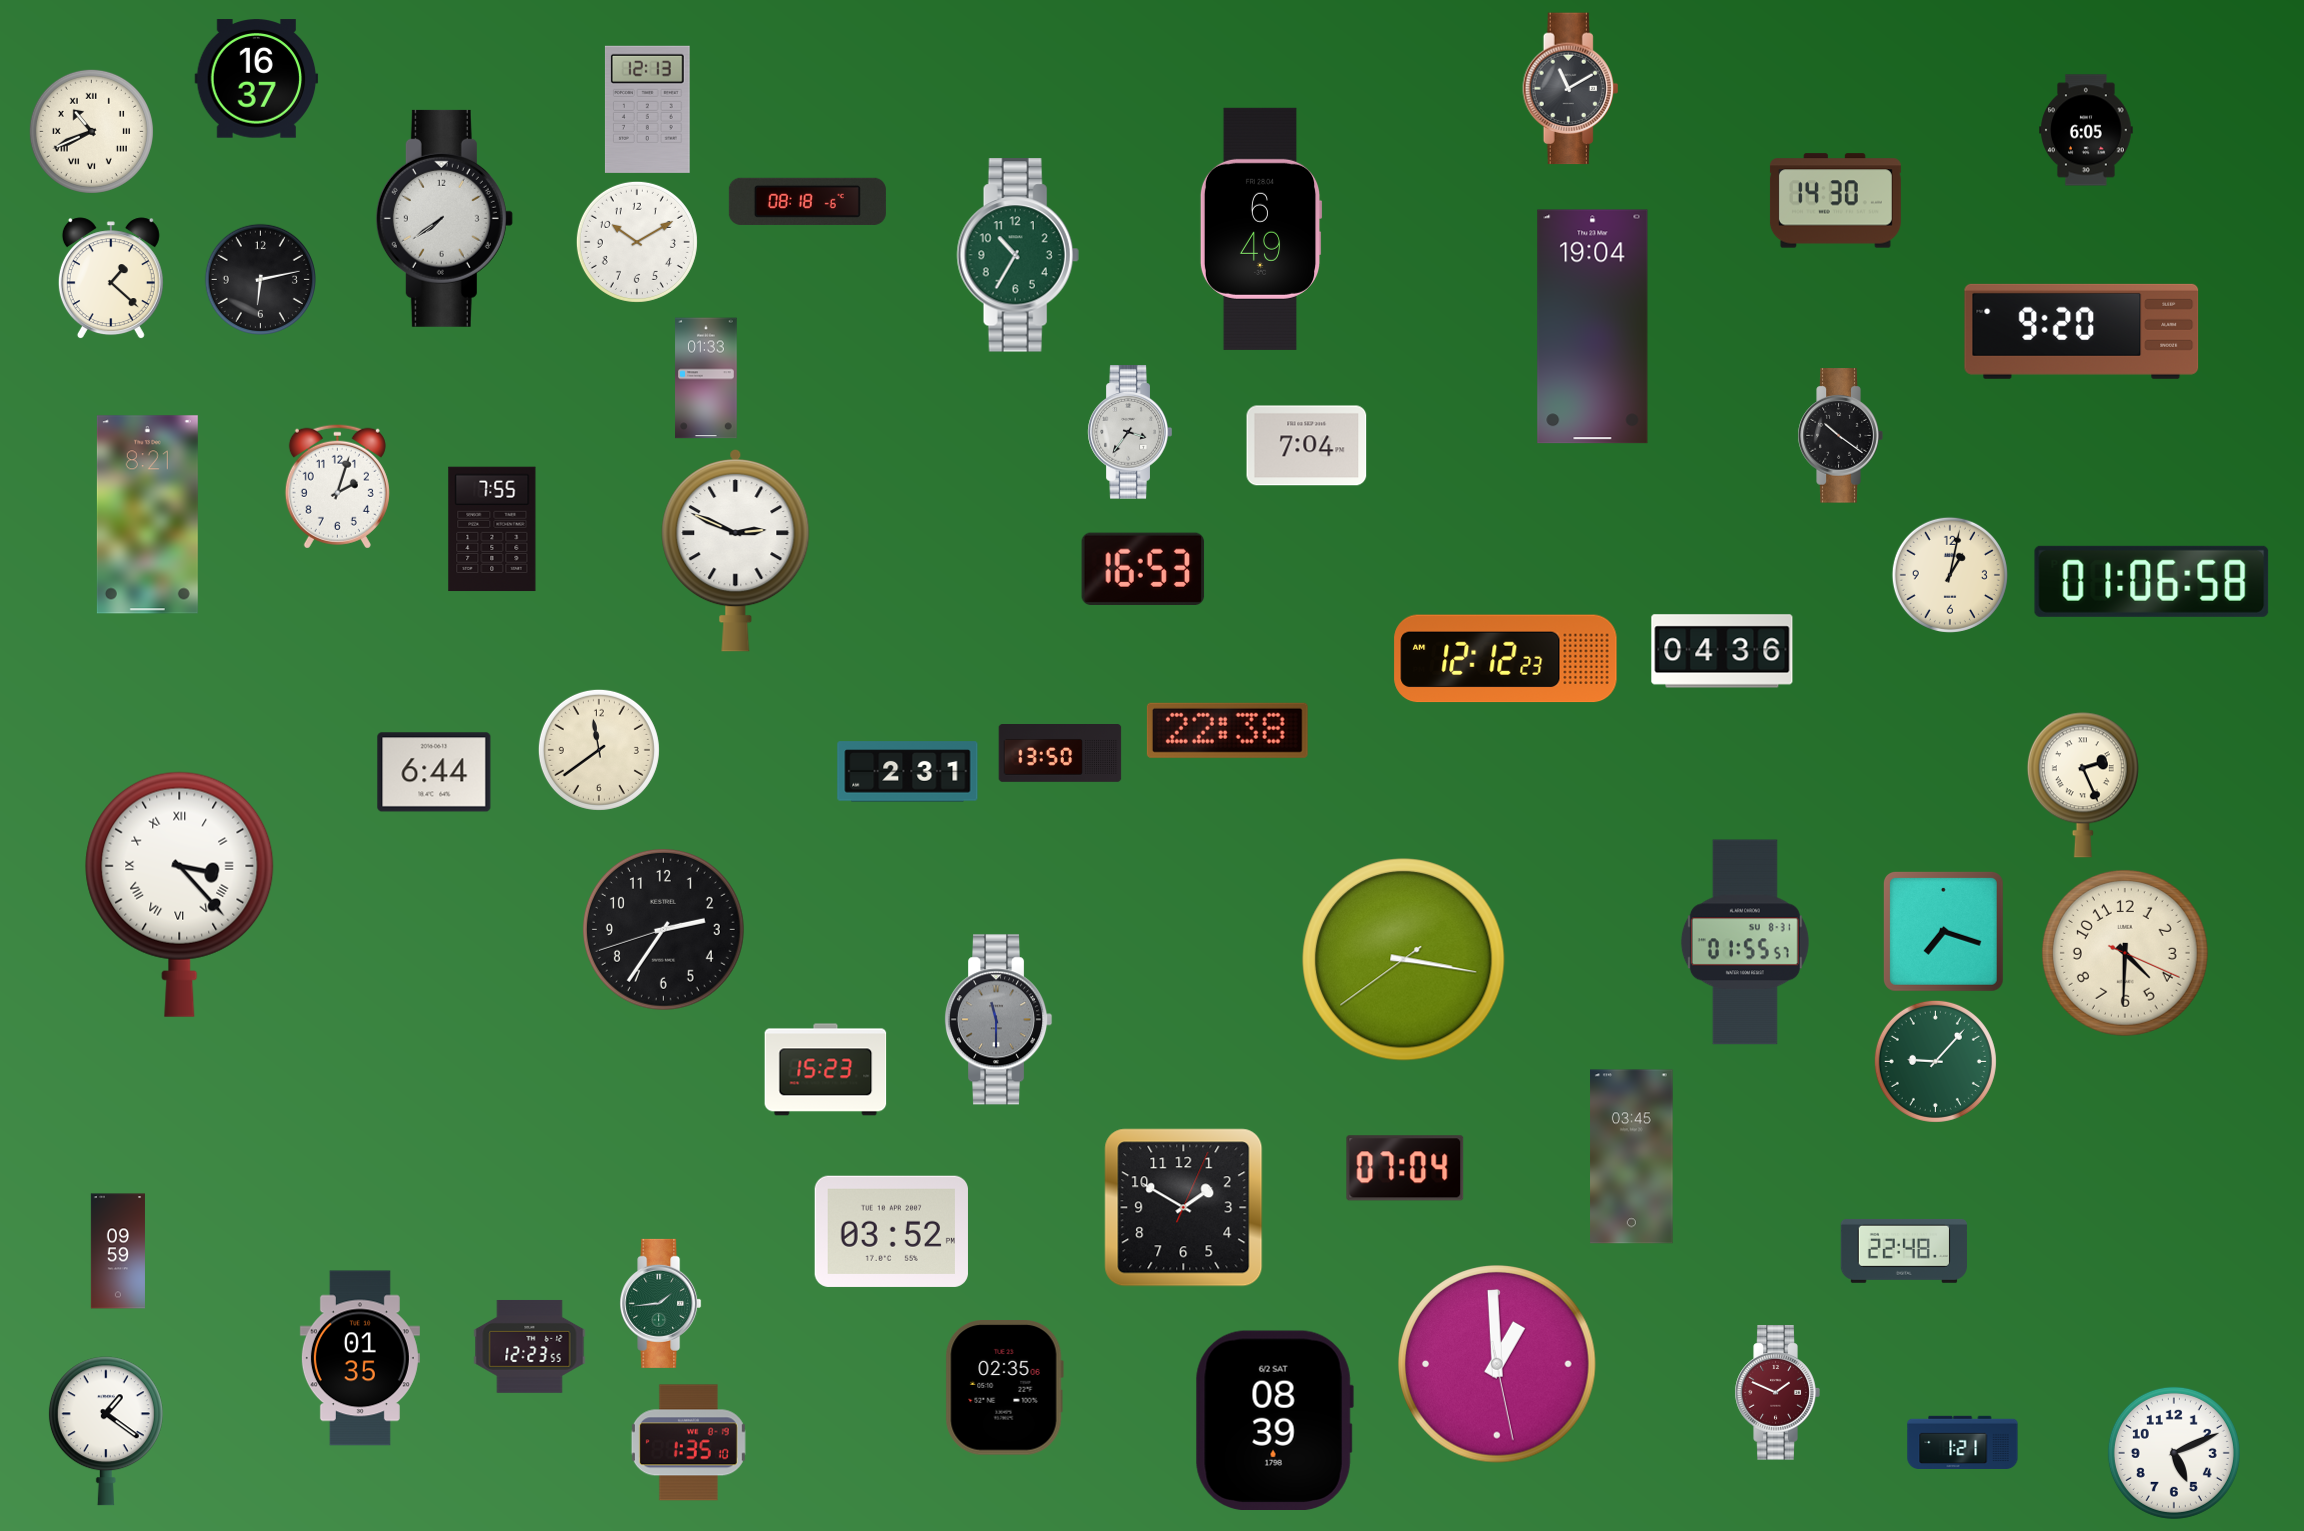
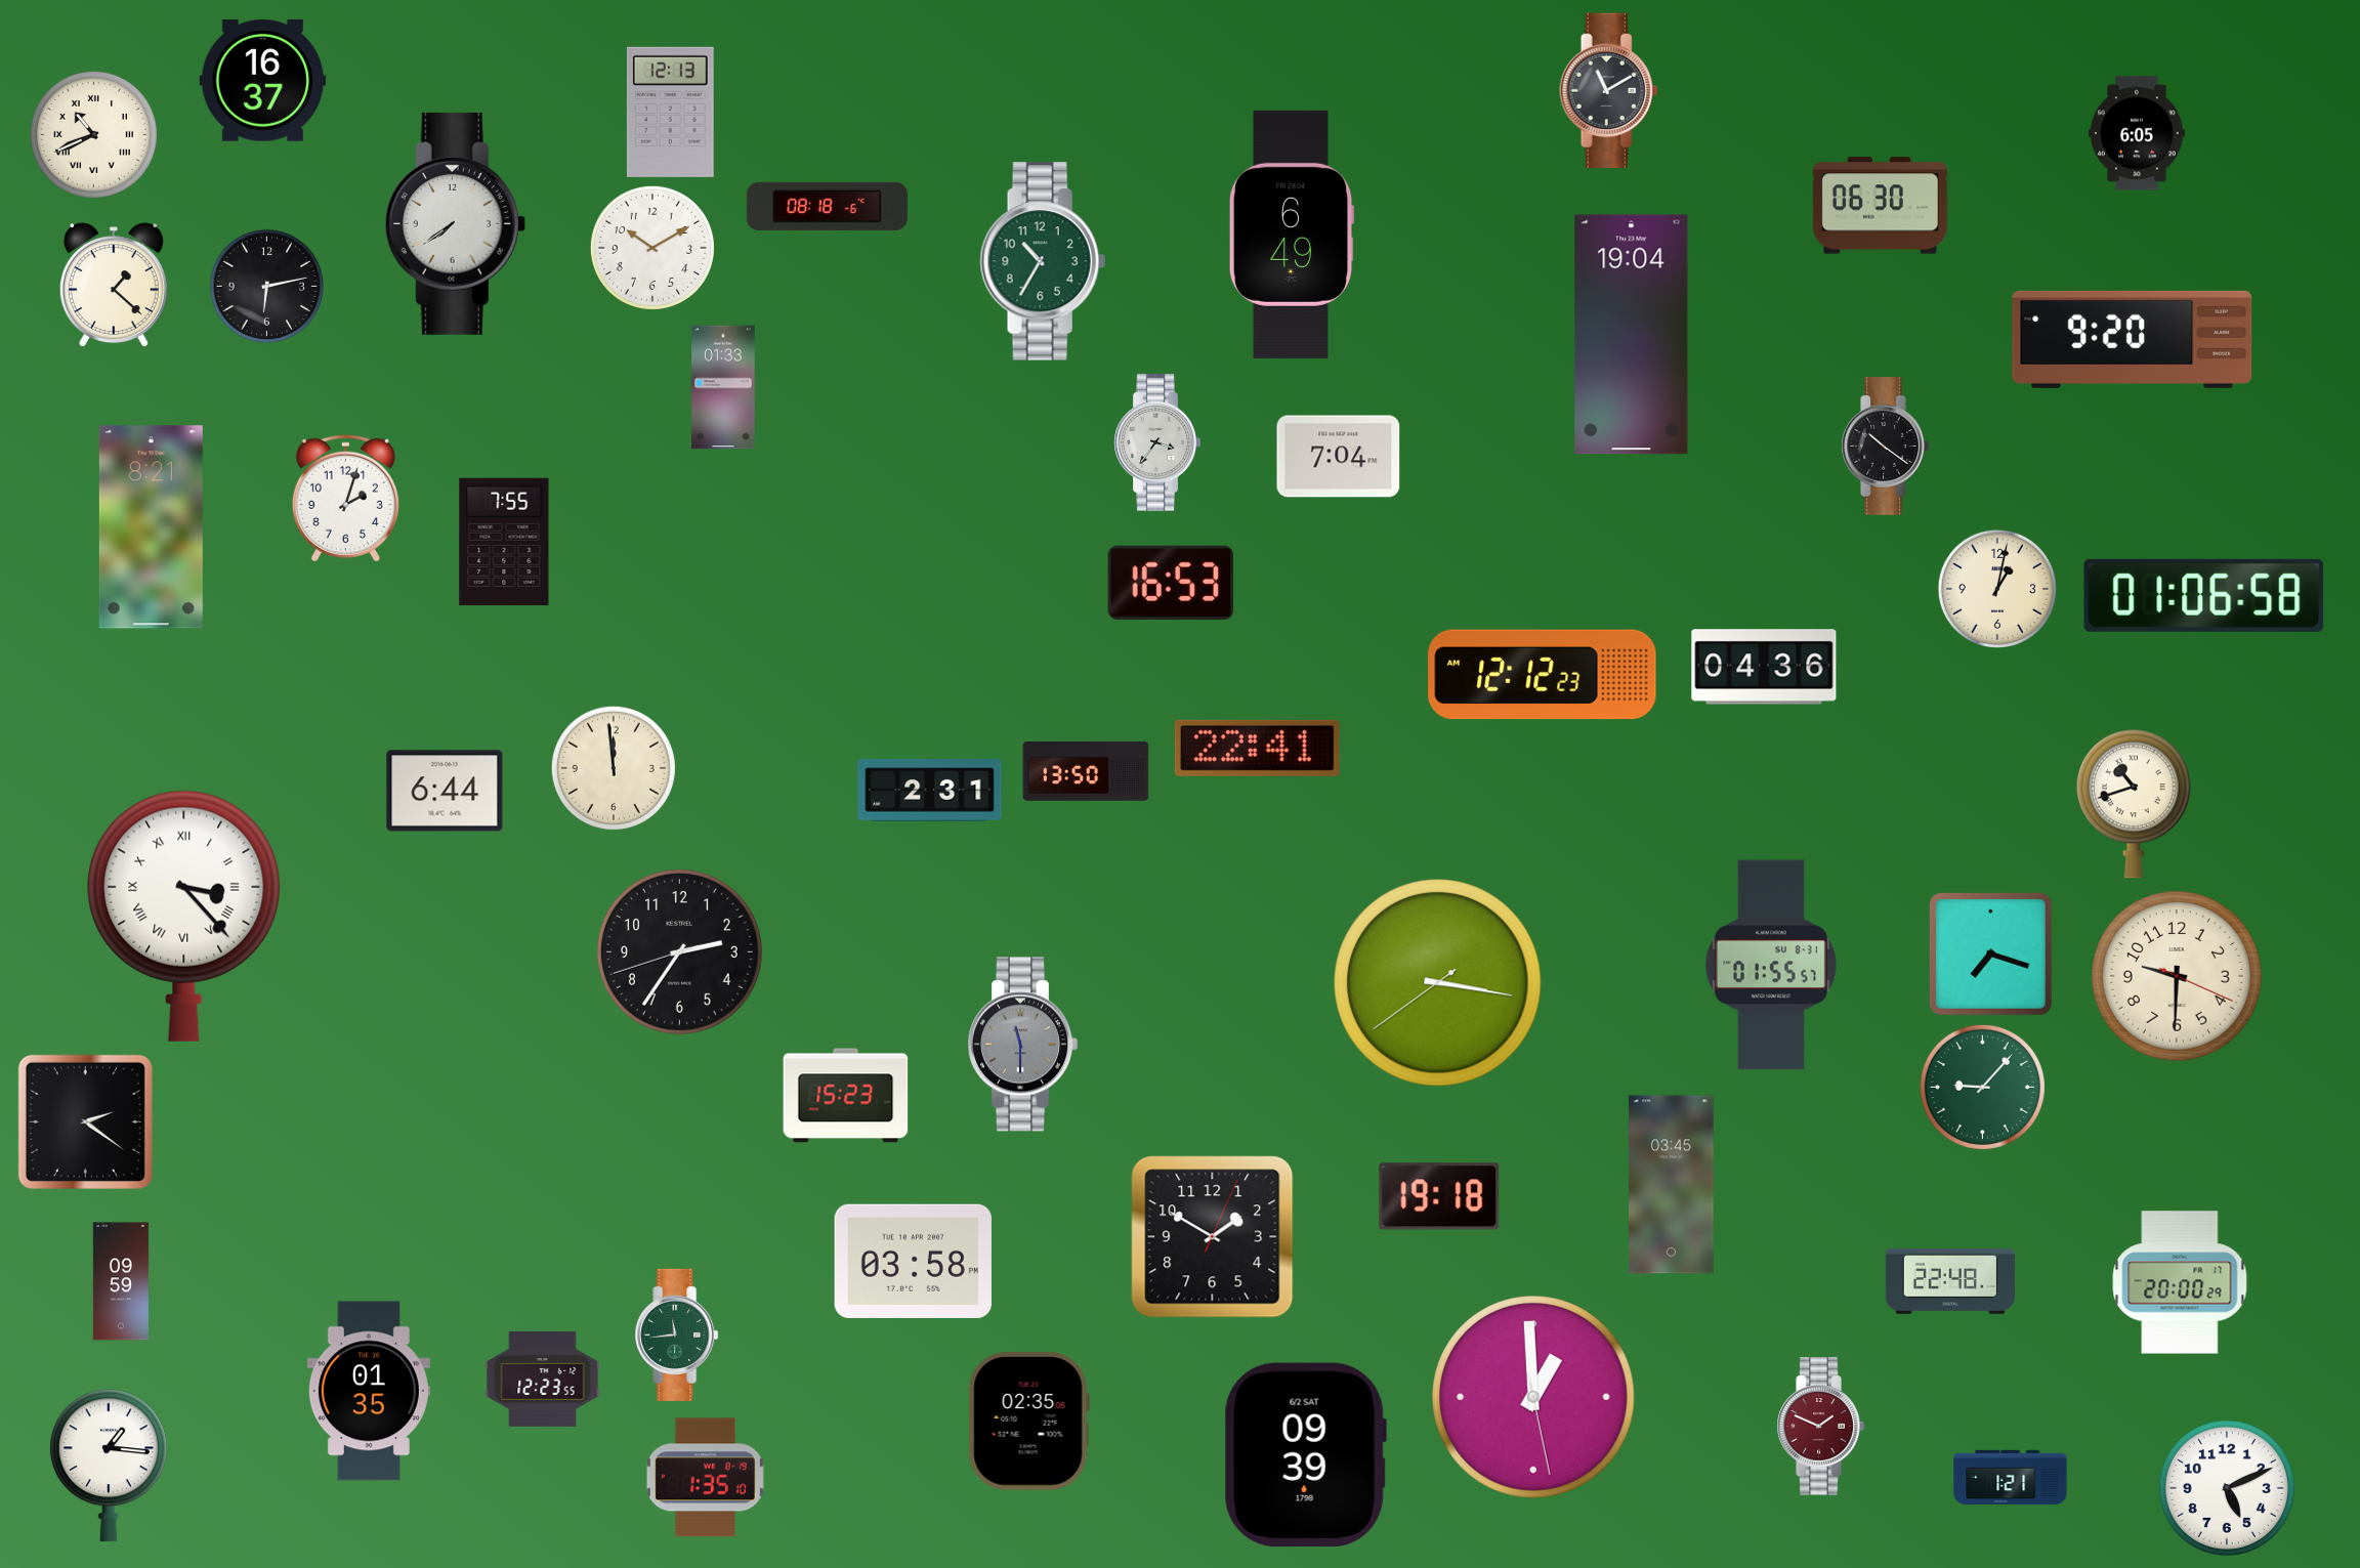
clock at (647, 109) position: (647, 109) -> (670, 112)
clock at (1835, 201): 14:30 -> 06:30
clock at (736, 550): 2:49 -> none
clock at (1227, 730): 22:38 -> 22:41
clock at (599, 750): 11:39 -> 11:59
clock at (2083, 785): 2:26 -> 10:42
clock at (1745, 942) position: (1745, 942) -> (1771, 965)
clock at (2125, 953): 4:30 -> 9:30
clock at (85, 1121): none -> 2:21
clock at (1405, 1168): 07:04 -> 19:18
clock at (891, 1231): 03:52 -> 03:58
clock at (2180, 1282): none -> 20:00
clock at (661, 1303): 1:44 -> 11:44
clock at (1274, 1420): 08:39 -> 09:39
clock at (106, 1431): 1:21 -> 1:16
